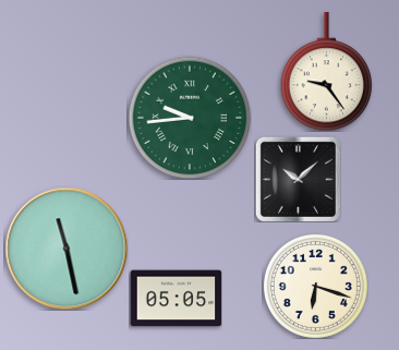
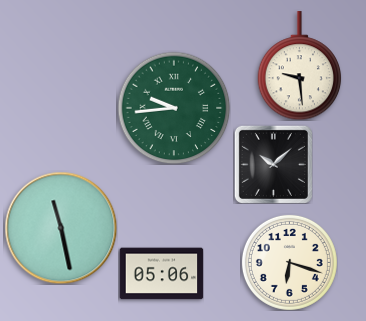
clock at (327, 72): 9:24 -> 9:29
clock at (176, 299): 05:05 -> 05:06
